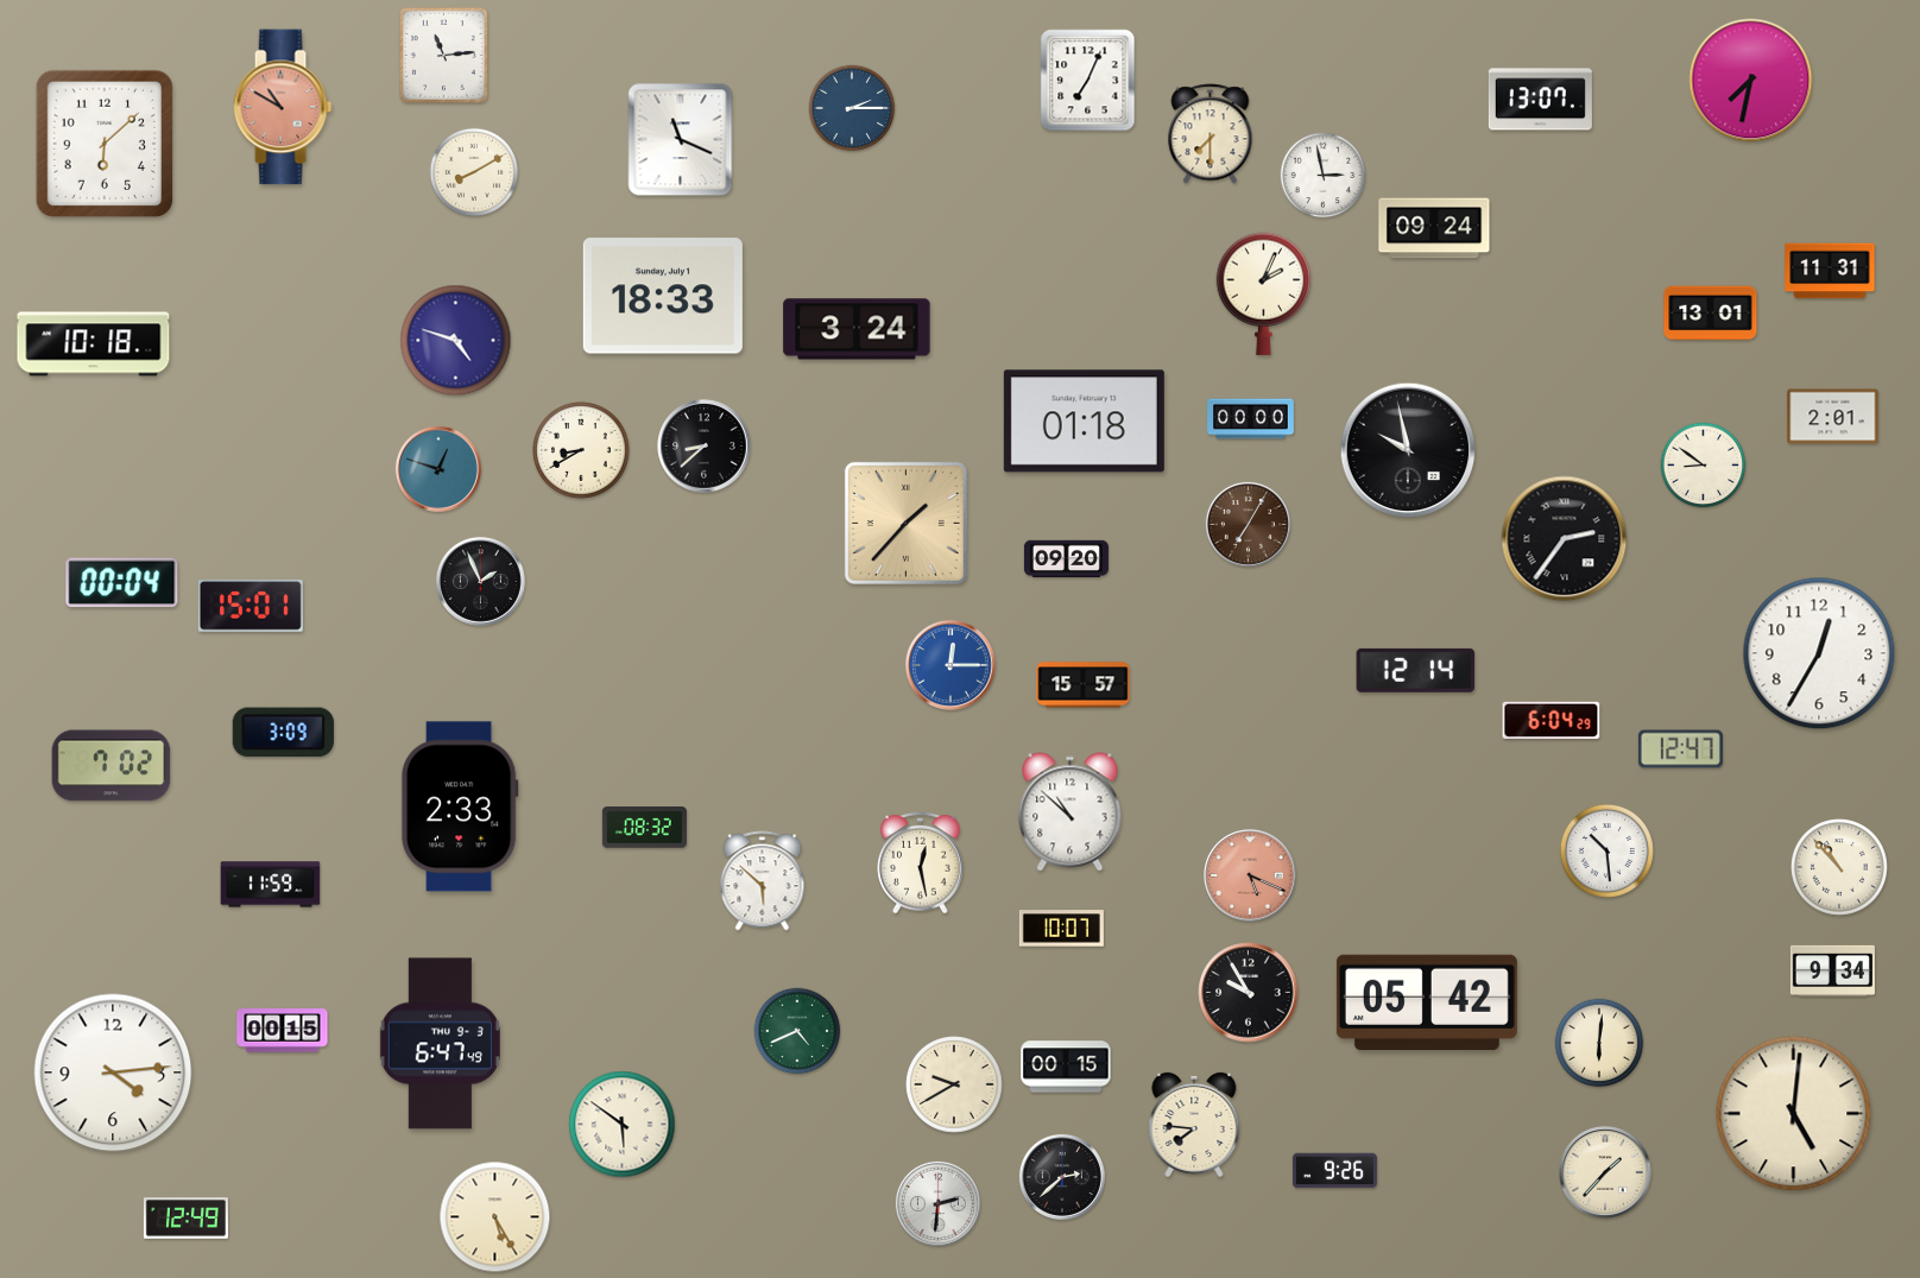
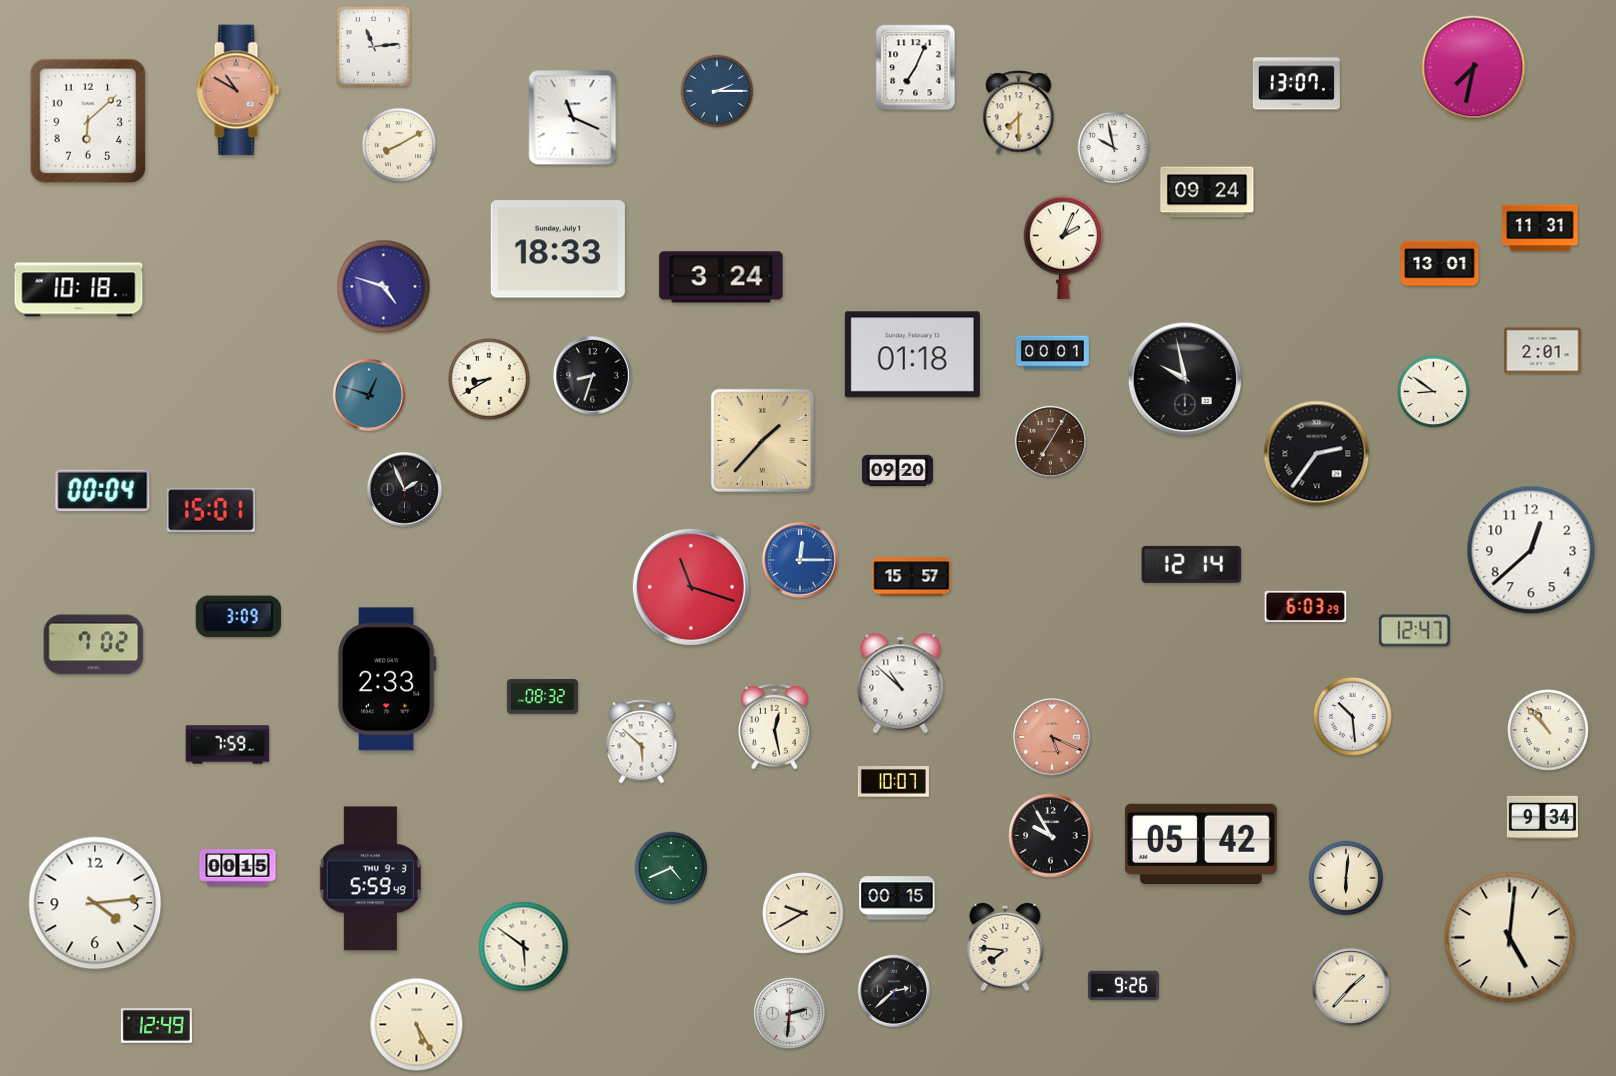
clock at (1324, 176): 2:58 -> 9:58
clock at (1251, 419): 00:00 -> 00:01
clock at (705, 447): 8:38 -> 8:33
clock at (1819, 653): 12:35 -> 12:38
clock at (691, 587): none -> 11:18
clock at (1552, 720): 6:04 -> 6:03
clock at (271, 885): 11:59 -> 7:59
clock at (440, 1044): 6:47 -> 5:59
